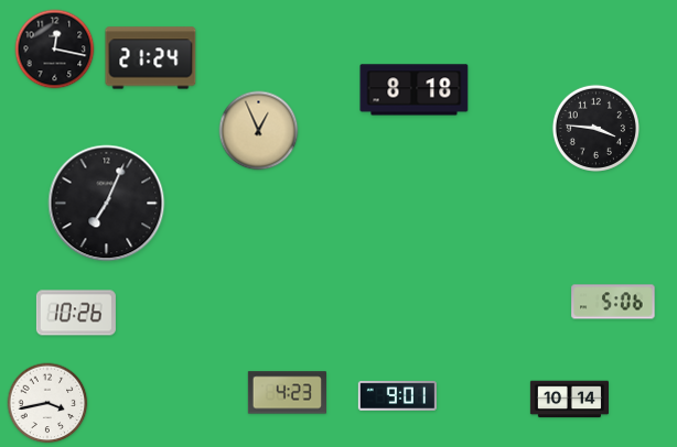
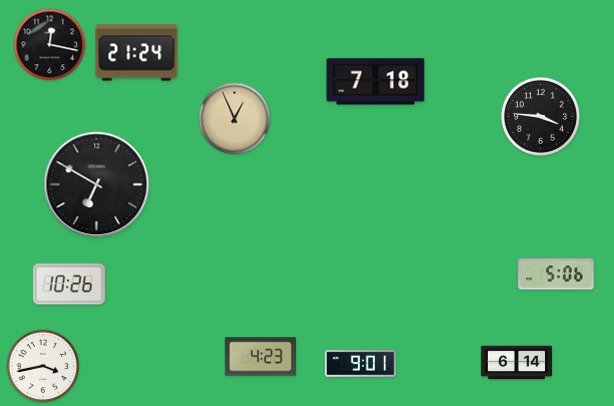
clock at (415, 90): 8:18 -> 7:18
clock at (107, 204): 7:04 -> 6:50
clock at (397, 395) position: (397, 395) -> (360, 363)
clock at (569, 400): 10:14 -> 6:14
